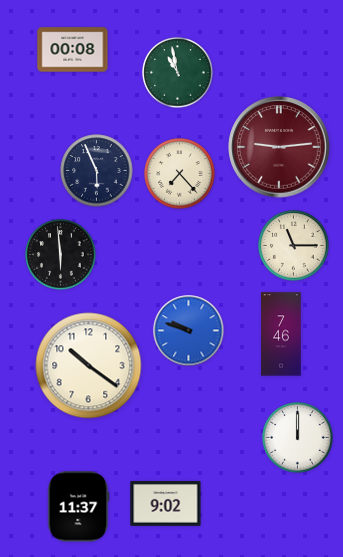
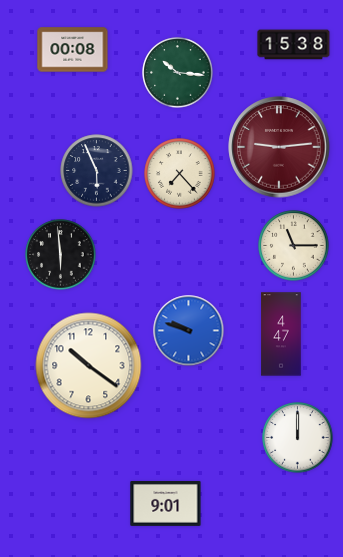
clock at (294, 45): none -> 15:38
clock at (178, 73): 10:58 -> 10:16
clock at (281, 334): 7:46 -> 4:47
clock at (166, 503): 9:02 -> 9:01
clock at (78, 507): 11:37 -> none
